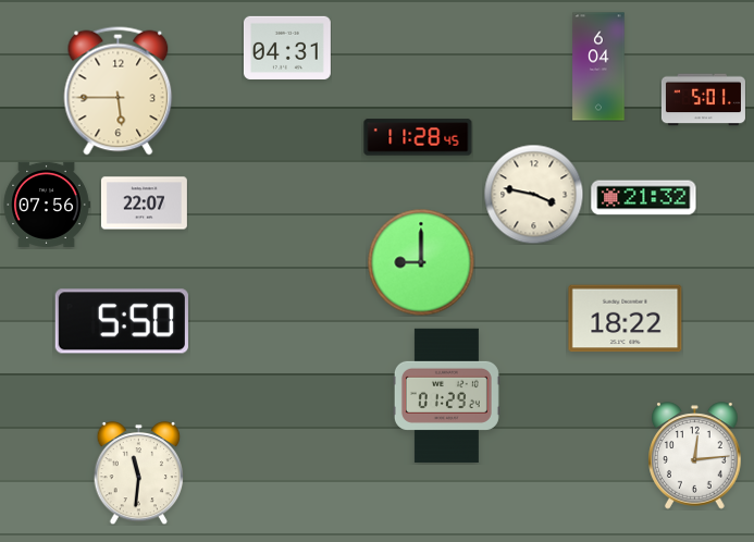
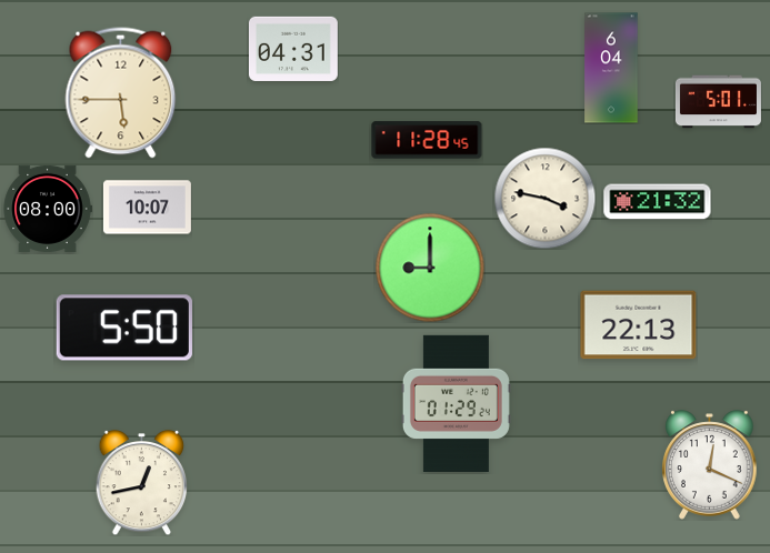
clock at (144, 204): 22:07 -> 10:07
clock at (47, 205): 07:56 -> 08:00
clock at (626, 319): 18:22 -> 22:13
clock at (695, 456): 12:14 -> 12:19
clock at (139, 472): 11:31 -> 12:43
